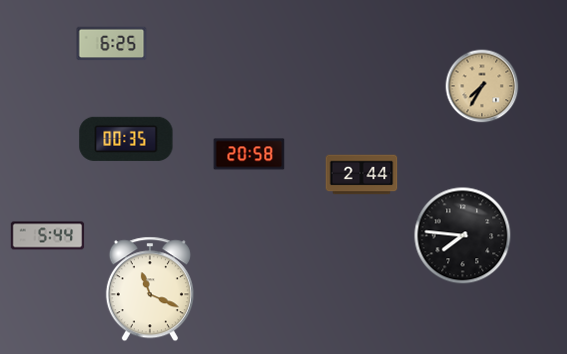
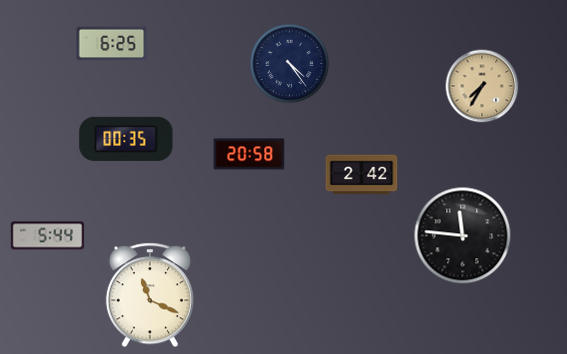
clock at (290, 64): none -> 4:24
clock at (362, 175): 2:44 -> 2:42
clock at (463, 236): 7:46 -> 11:46
clock at (150, 289) position: (150, 289) -> (150, 295)
